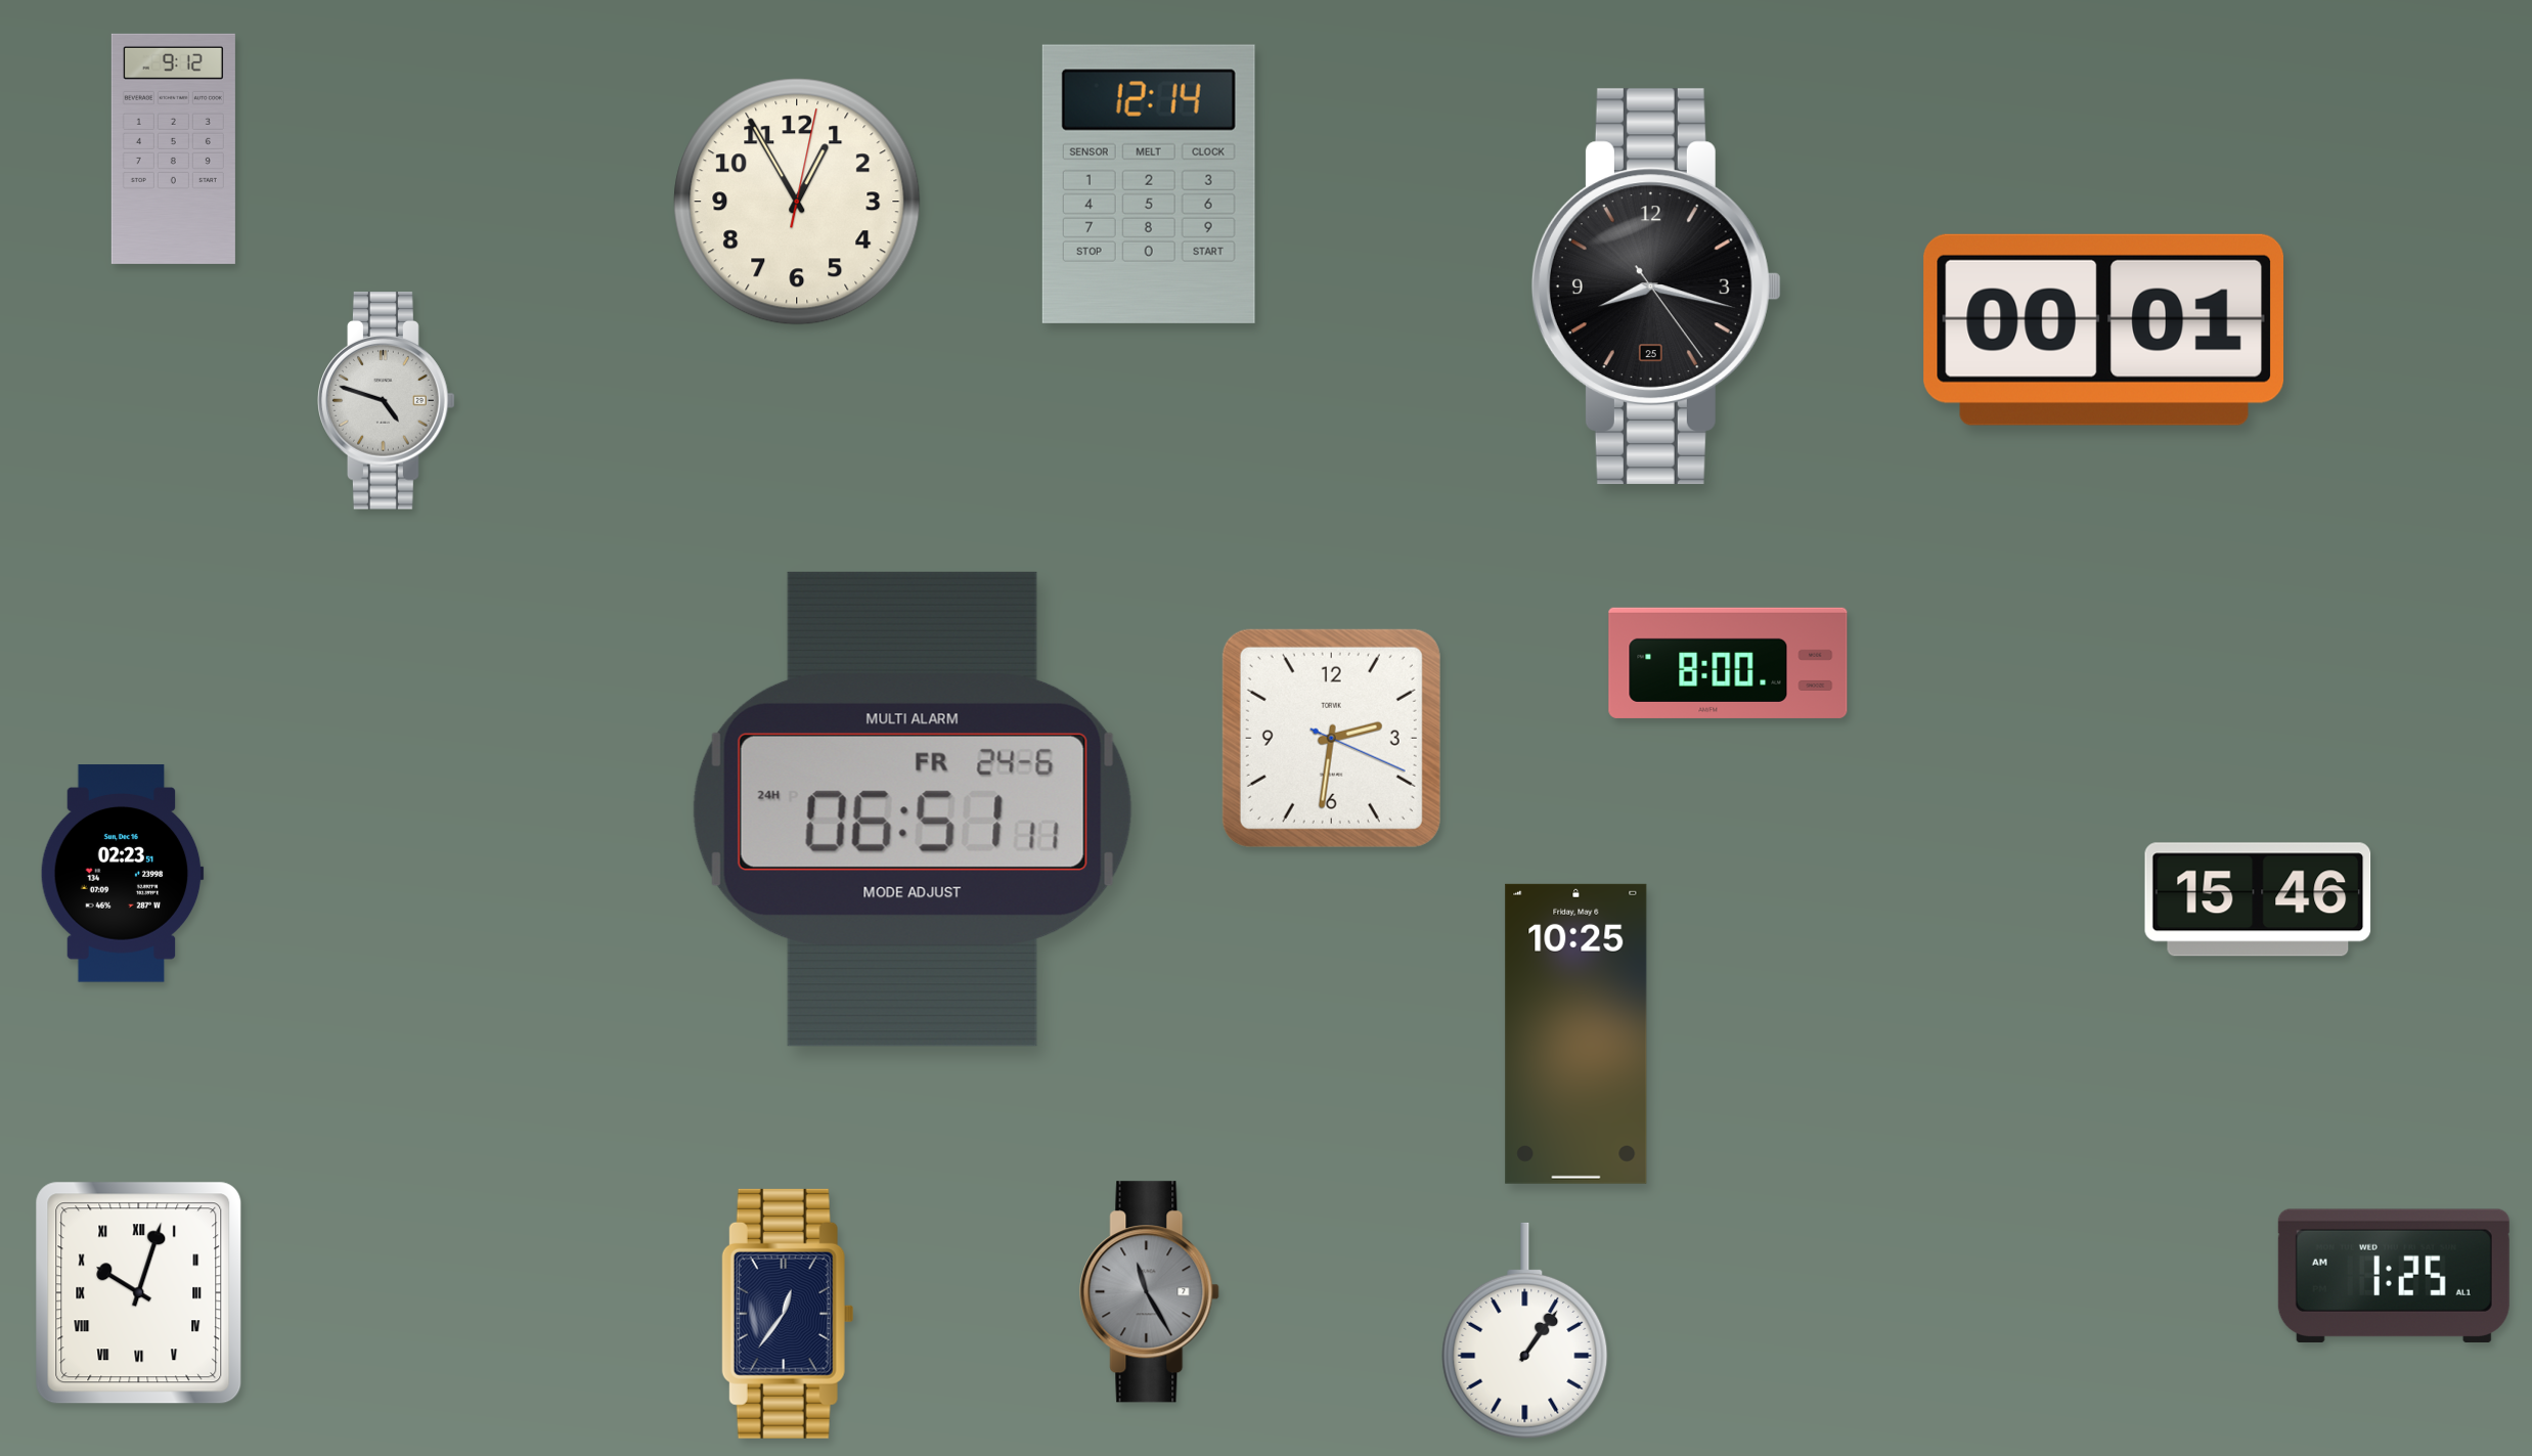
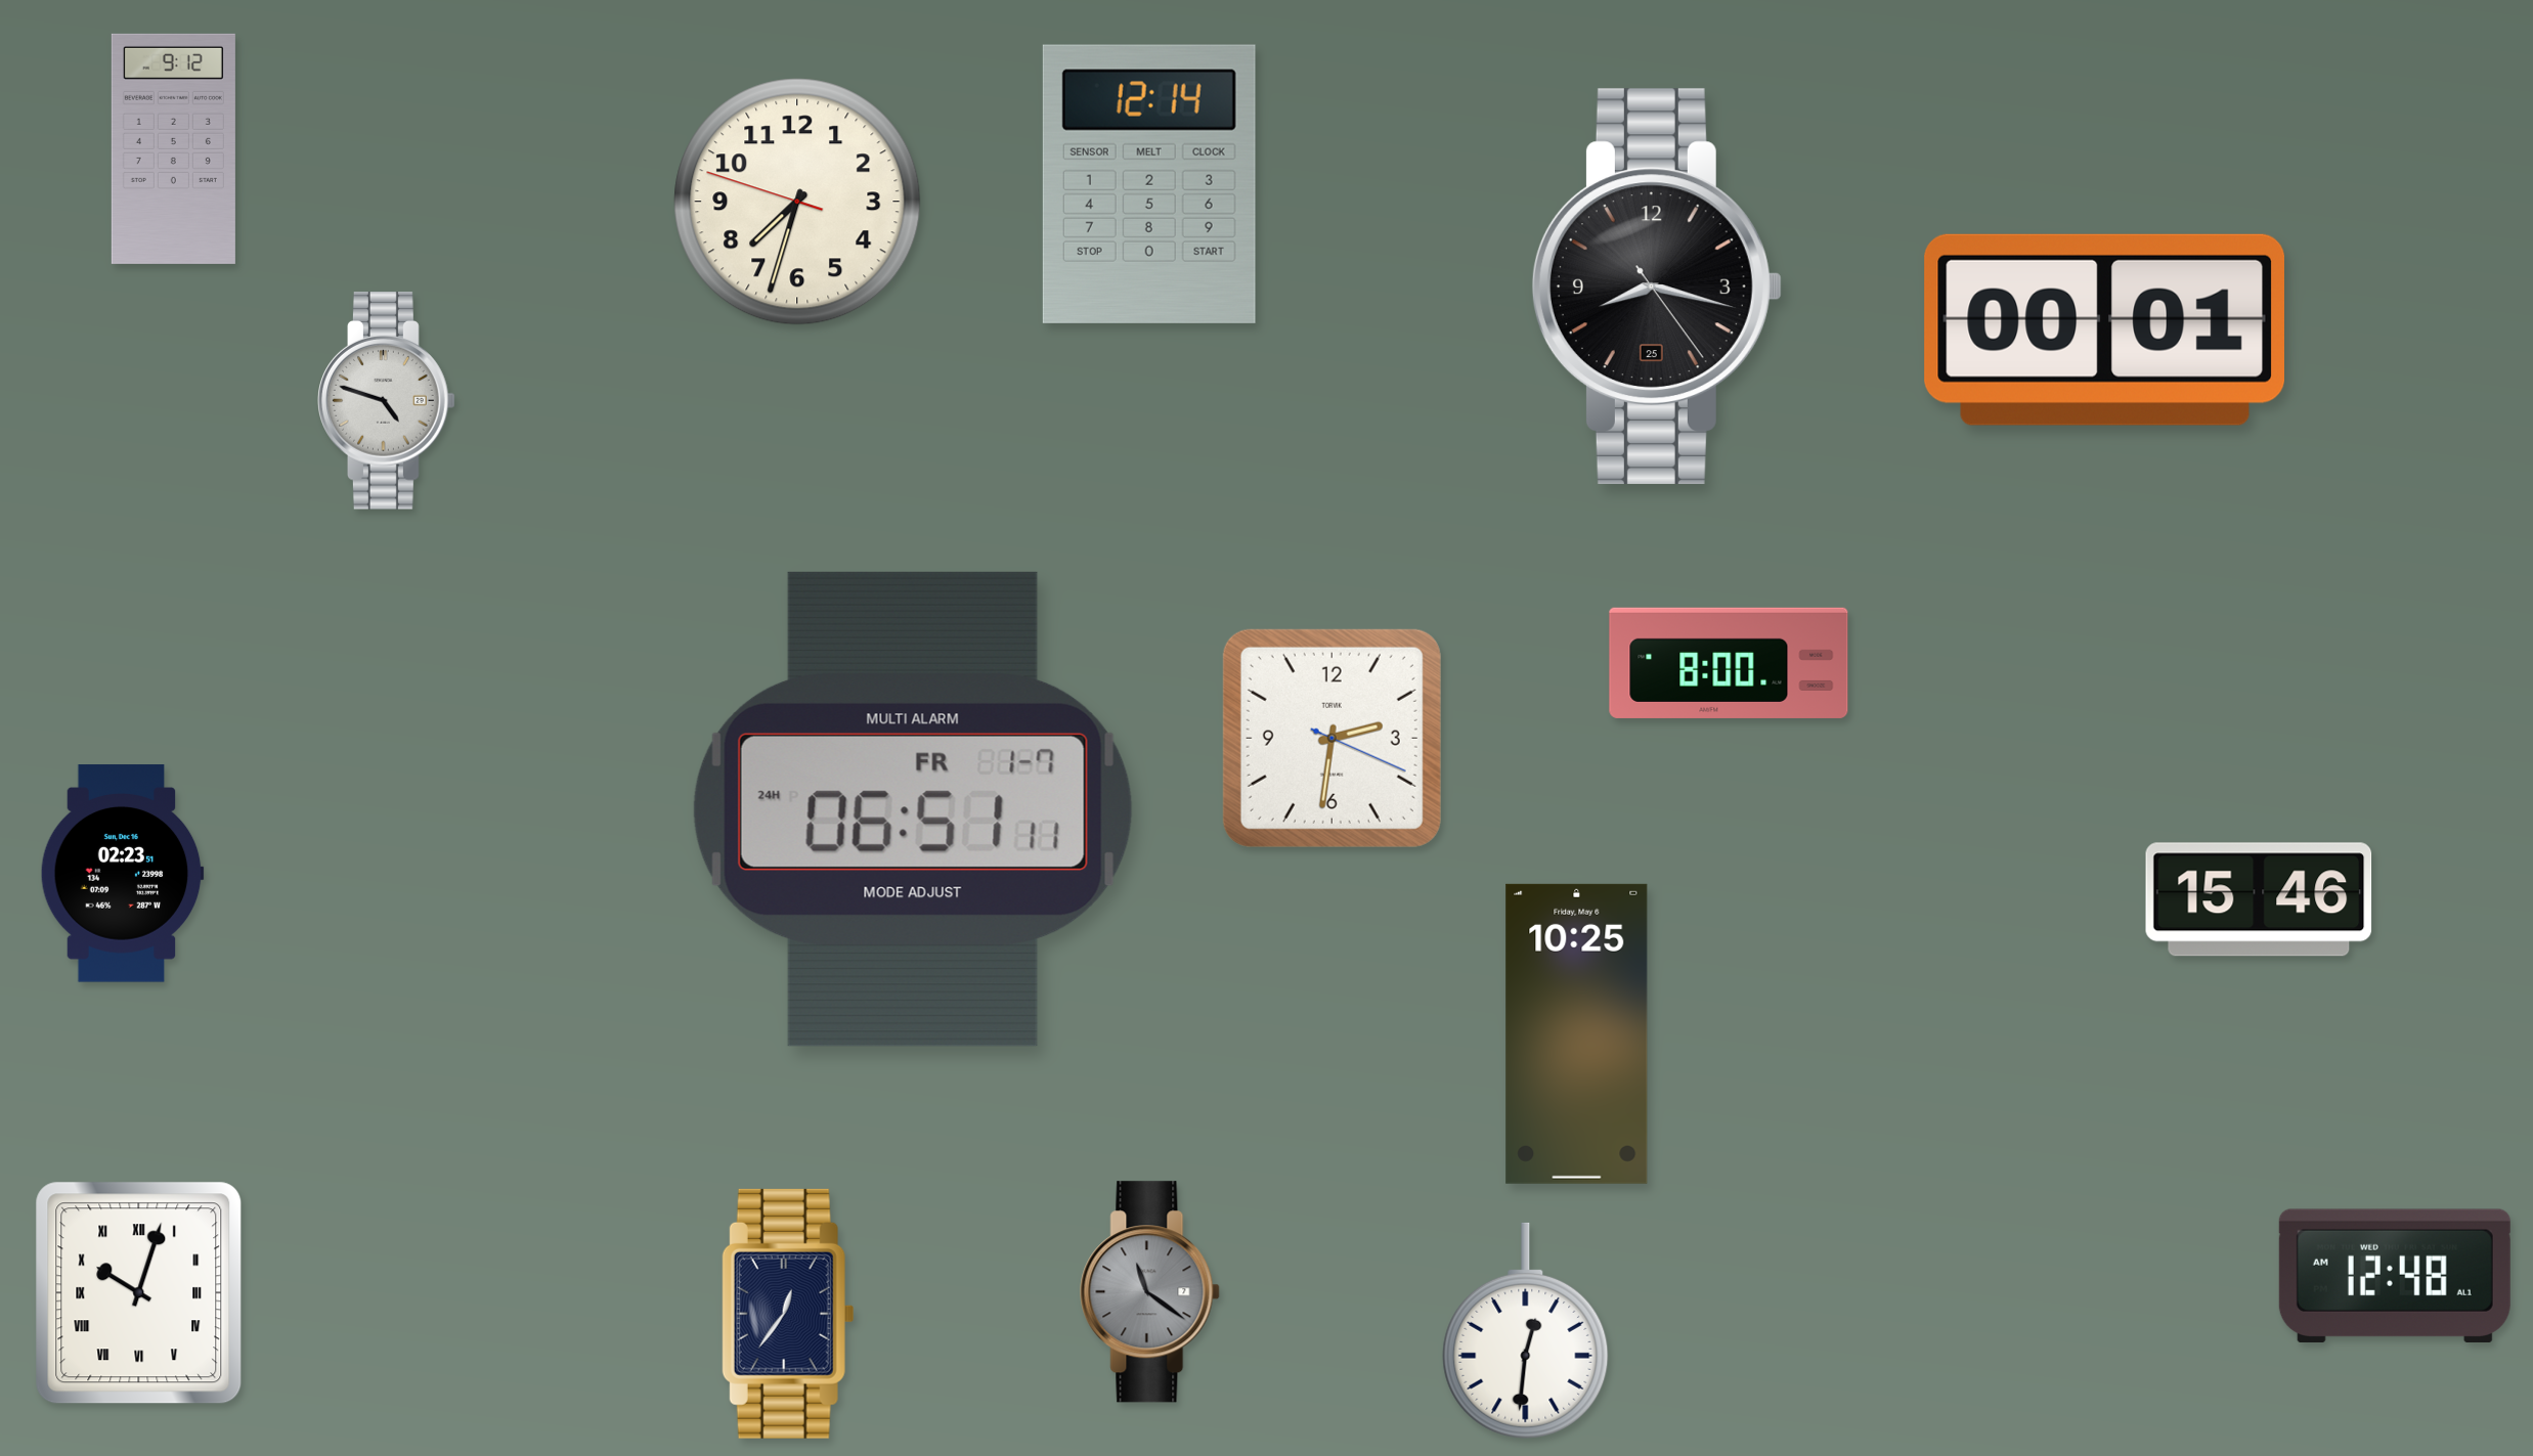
clock at (797, 202): 12:55 -> 7:32
clock at (913, 809) date: FR 24-6 -> FR 1-7
clock at (2394, 1276): 1:25 -> 12:48
clock at (1150, 1292): 11:25 -> 11:21
clock at (1525, 1330): 1:06 -> 12:31
